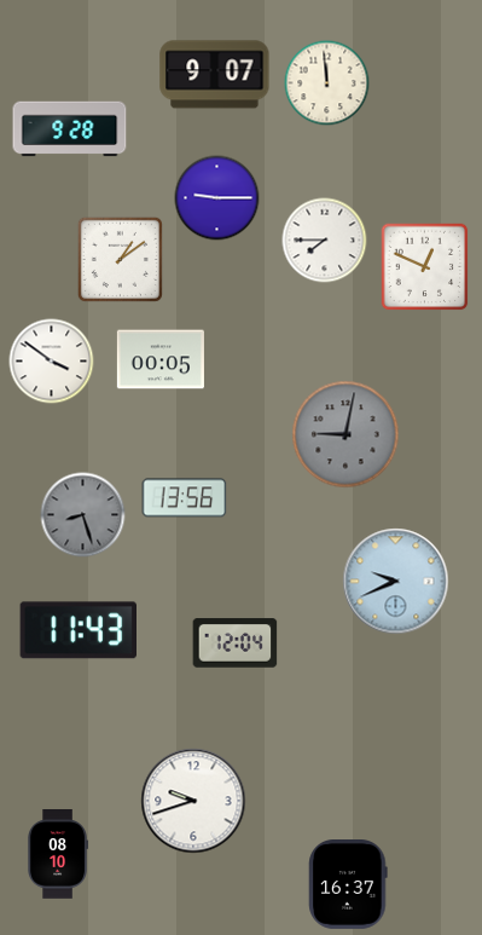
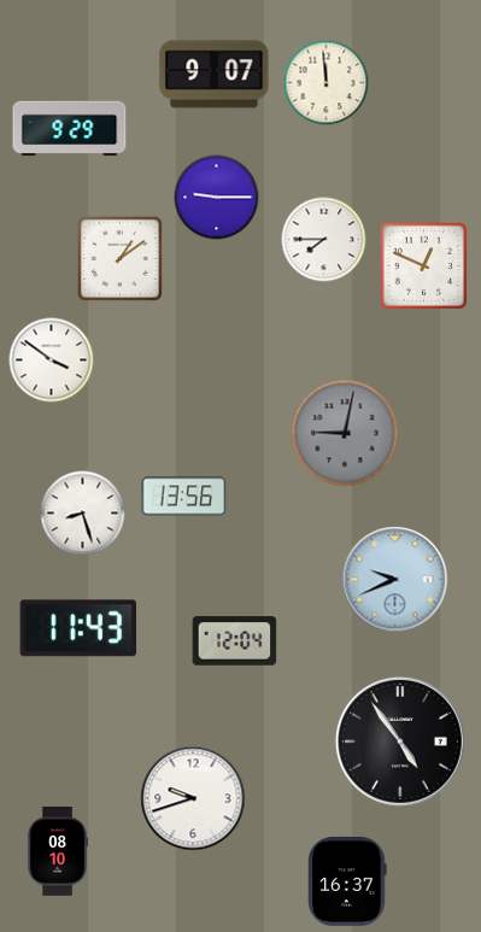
clock at (70, 129): 9:28 -> 9:29
clock at (161, 359): 00:05 -> none
clock at (83, 515) dial: grey -> white
clock at (400, 742): none -> 4:54
